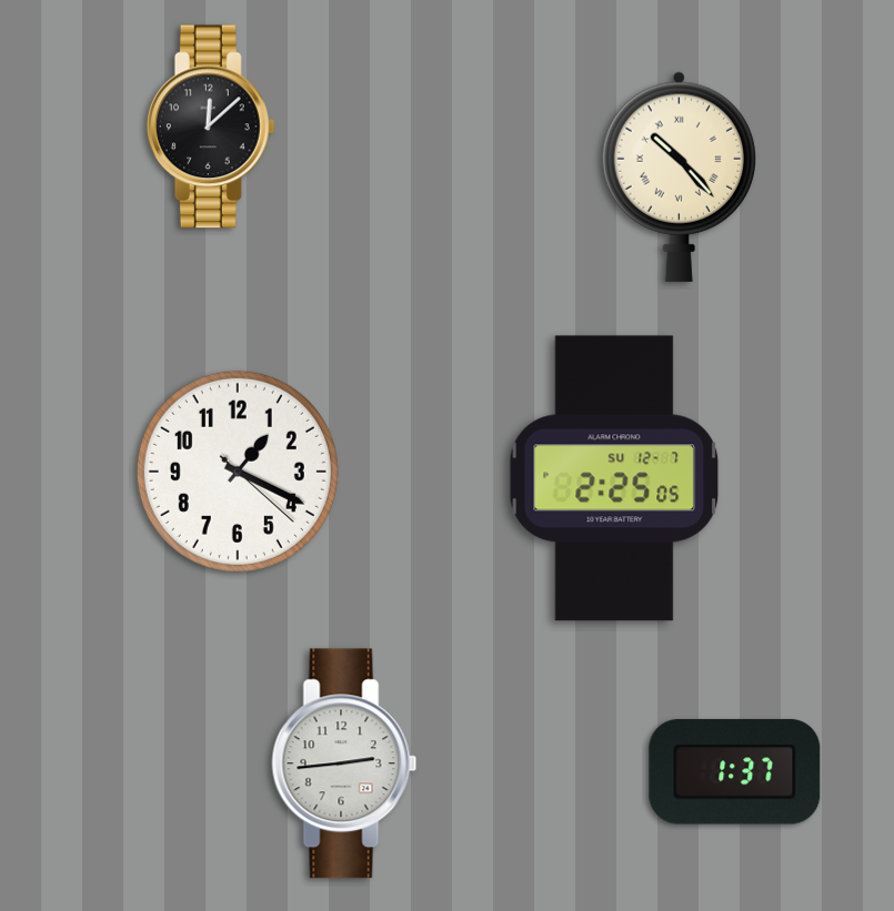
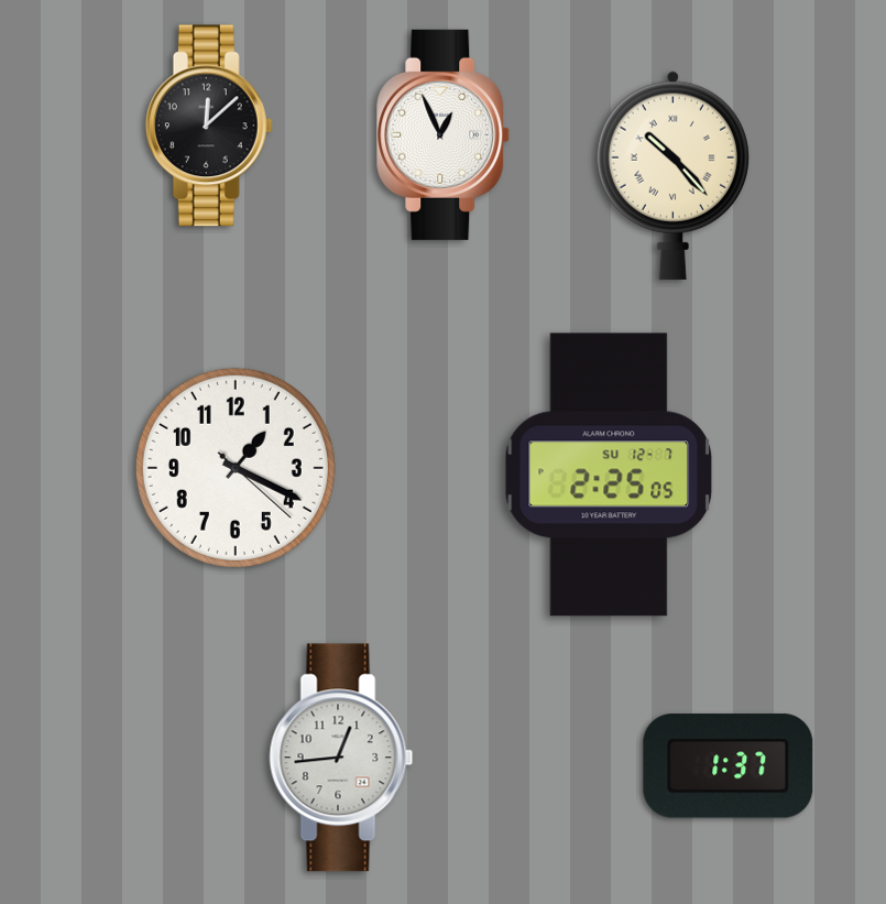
clock at (444, 134): none -> 12:56
clock at (344, 763): 2:44 -> 12:44
